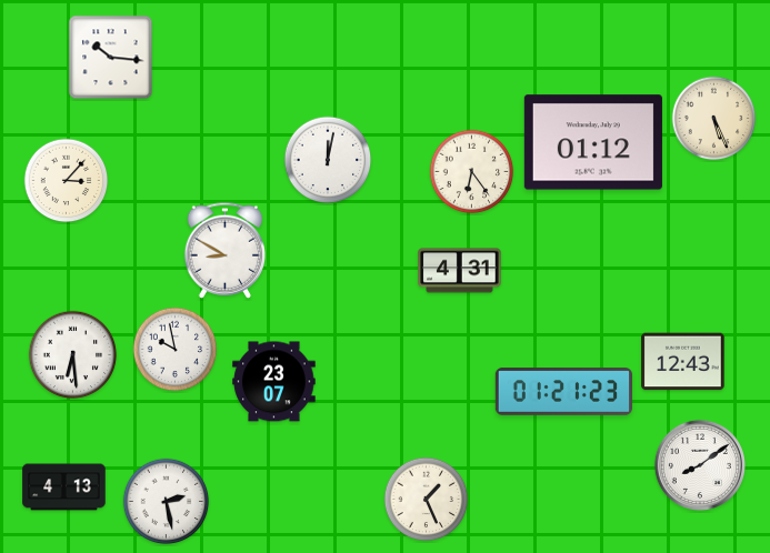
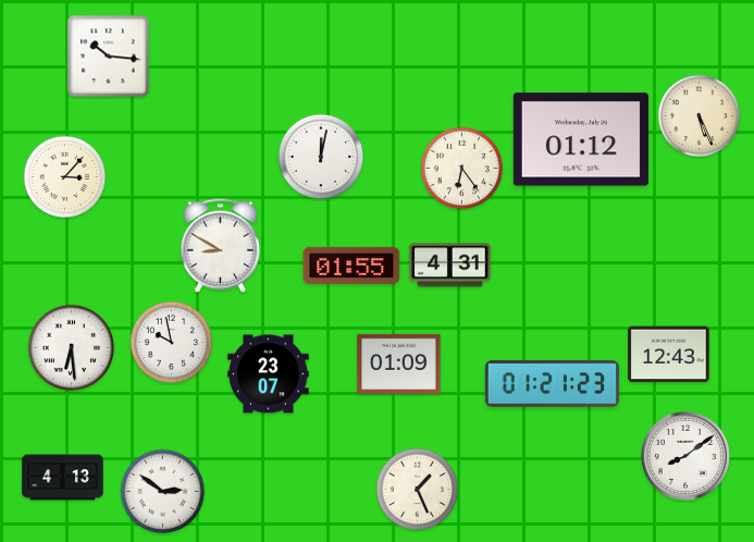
clock at (351, 266): none -> 01:55
clock at (399, 364): none -> 01:09
clock at (167, 502): 2:28 -> 2:51
